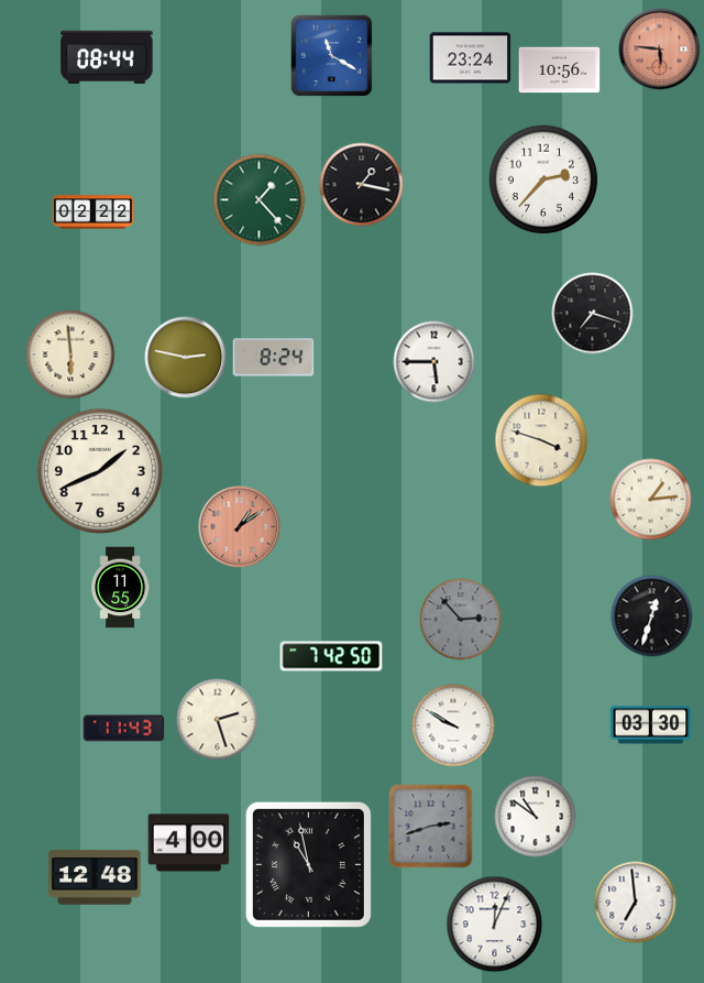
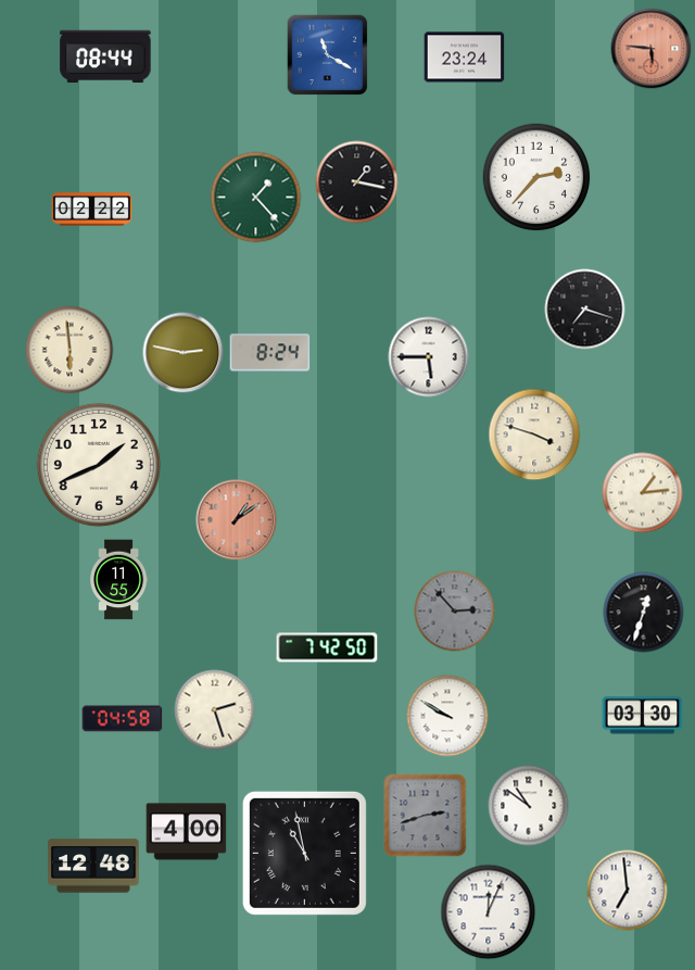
clock at (560, 70): 10:56 -> none
clock at (652, 616) position: (652, 616) -> (644, 613)
clock at (124, 729): 11:43 -> 04:58
